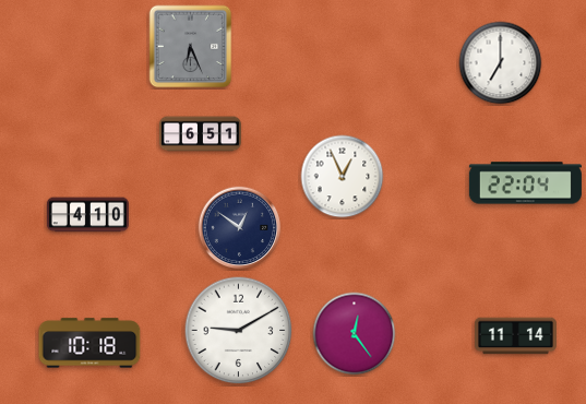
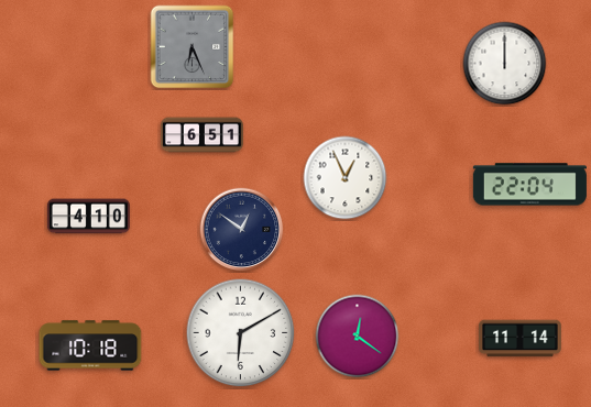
clock at (501, 63): 7:00 -> 12:00
clock at (239, 331): 9:10 -> 6:10
clock at (355, 334): 12:24 -> 12:21
